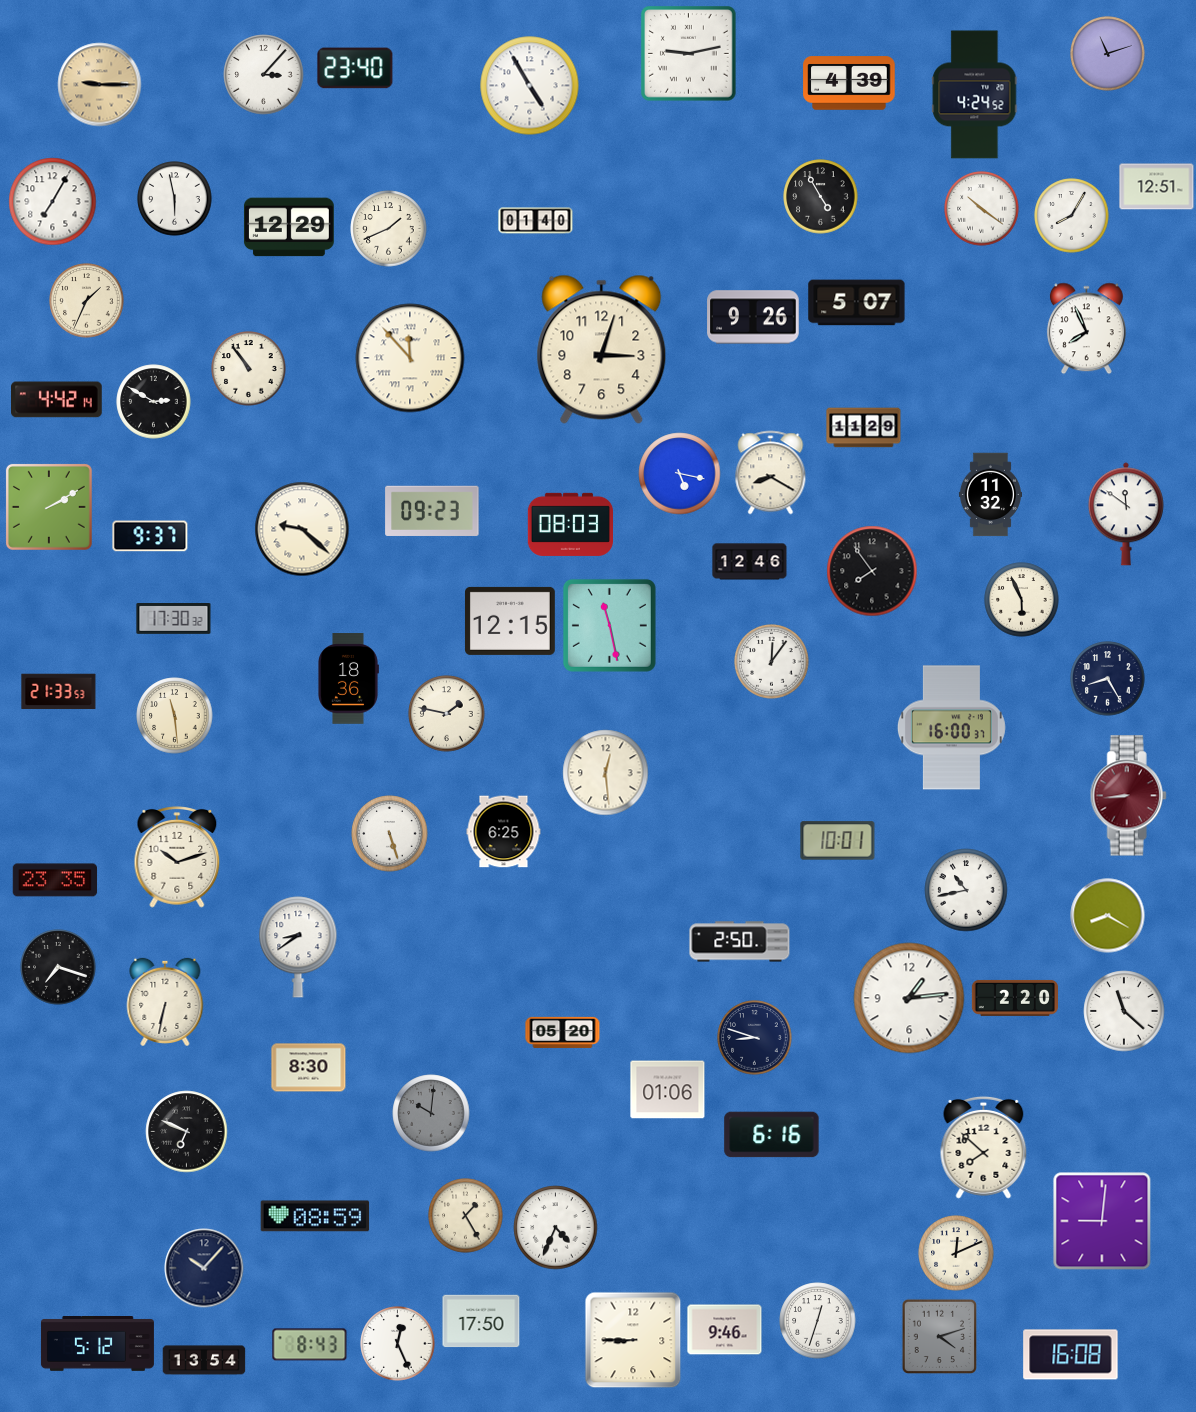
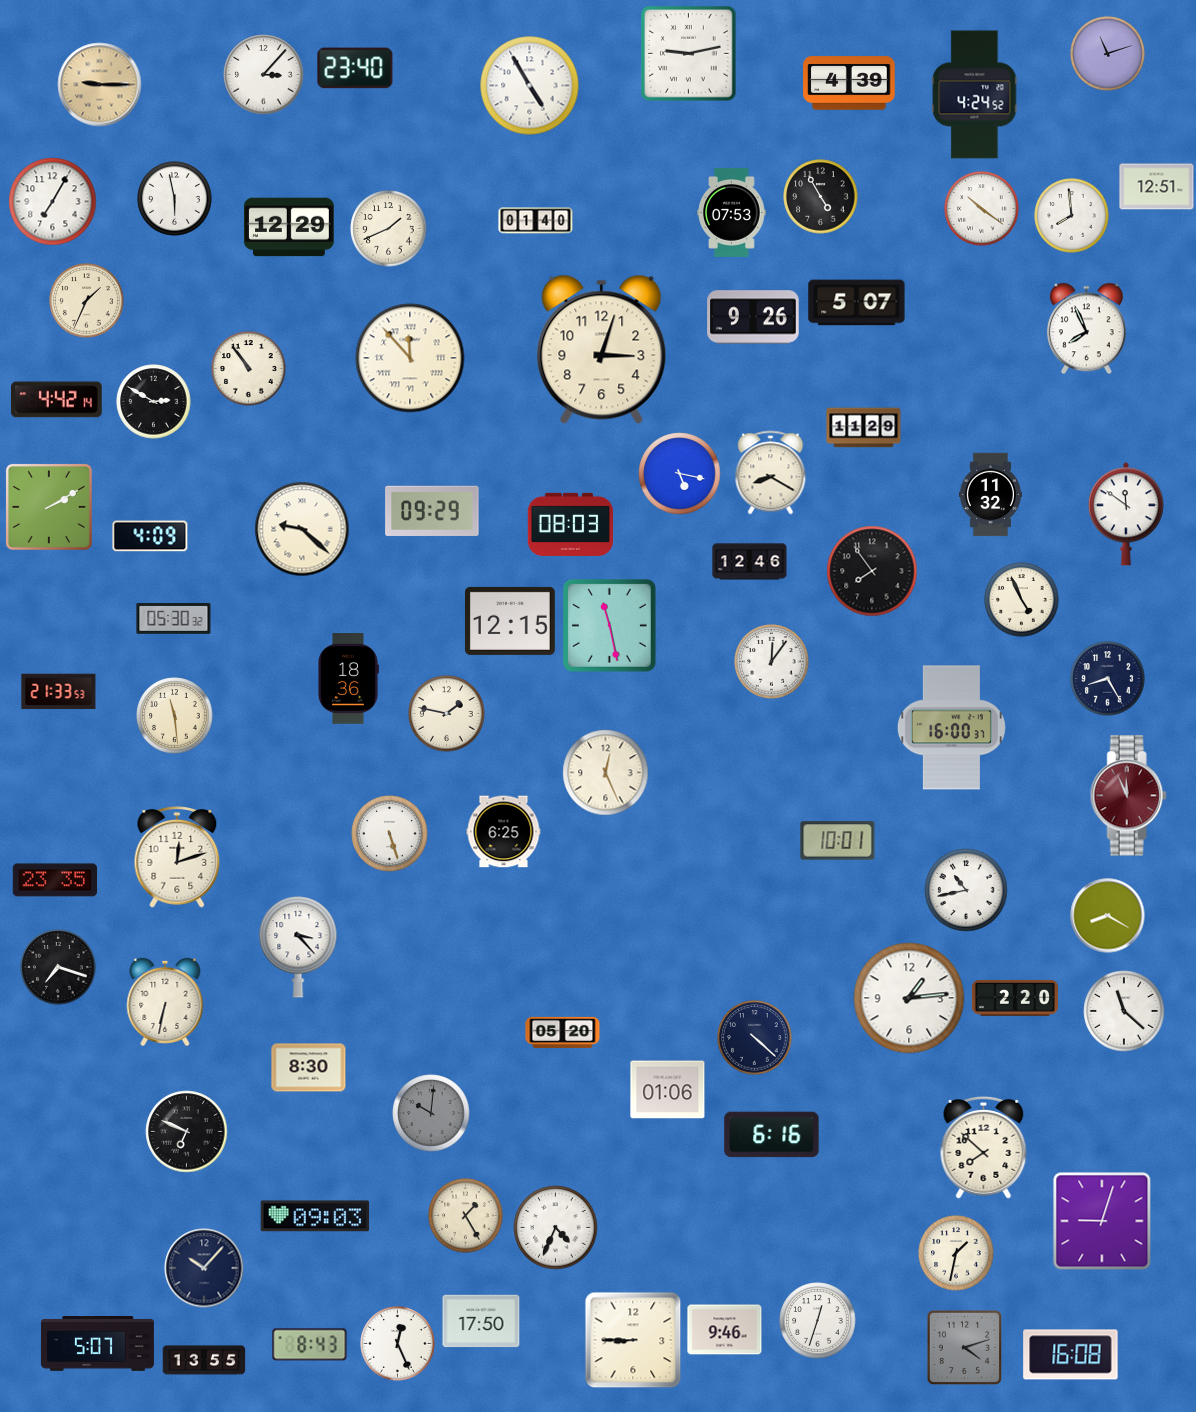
clock at (732, 212): none -> 07:53
clock at (1072, 216): 8:05 -> 7:59
clock at (432, 511): 09:23 -> 09:29
clock at (150, 536): 9:37 -> 4:09
clock at (1022, 600): 5:56 -> 4:56
clock at (174, 619): 17:30 -> 05:30
clock at (606, 773): 12:29 -> 12:26
clock at (1128, 796): 8:44 -> 11:56
clock at (177, 857): 10:12 -> 12:12
clock at (740, 942): 2:50 -> none
clock at (298, 947): 8:39 -> 3:23
clock at (755, 1038): 8:48 -> 4:22
clock at (315, 1216): 08:59 -> 09:03
clock at (1102, 1221): 9:01 -> 9:03
clock at (956, 1253): 12:11 -> 1:32
clock at (940, 1337) position: (940, 1337) -> (965, 1348)
clock at (97, 1344): 5:12 -> 5:07
clock at (204, 1360): 13:54 -> 13:55
